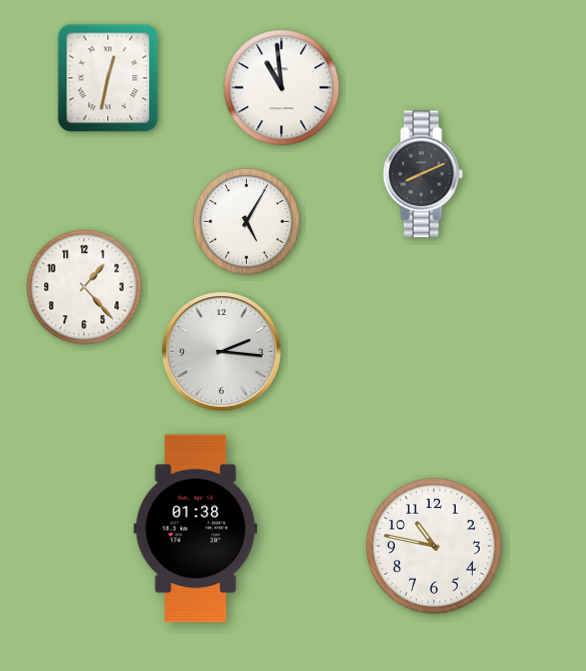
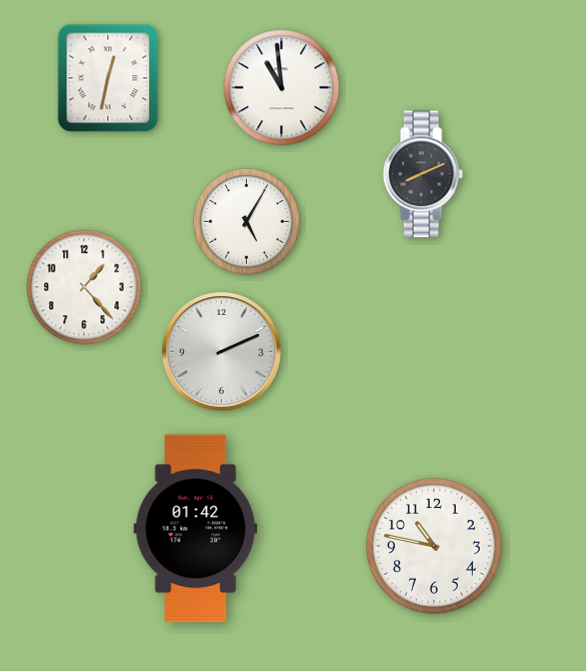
clock at (222, 352): 2:16 -> 2:11
clock at (196, 529): 01:38 -> 01:42
